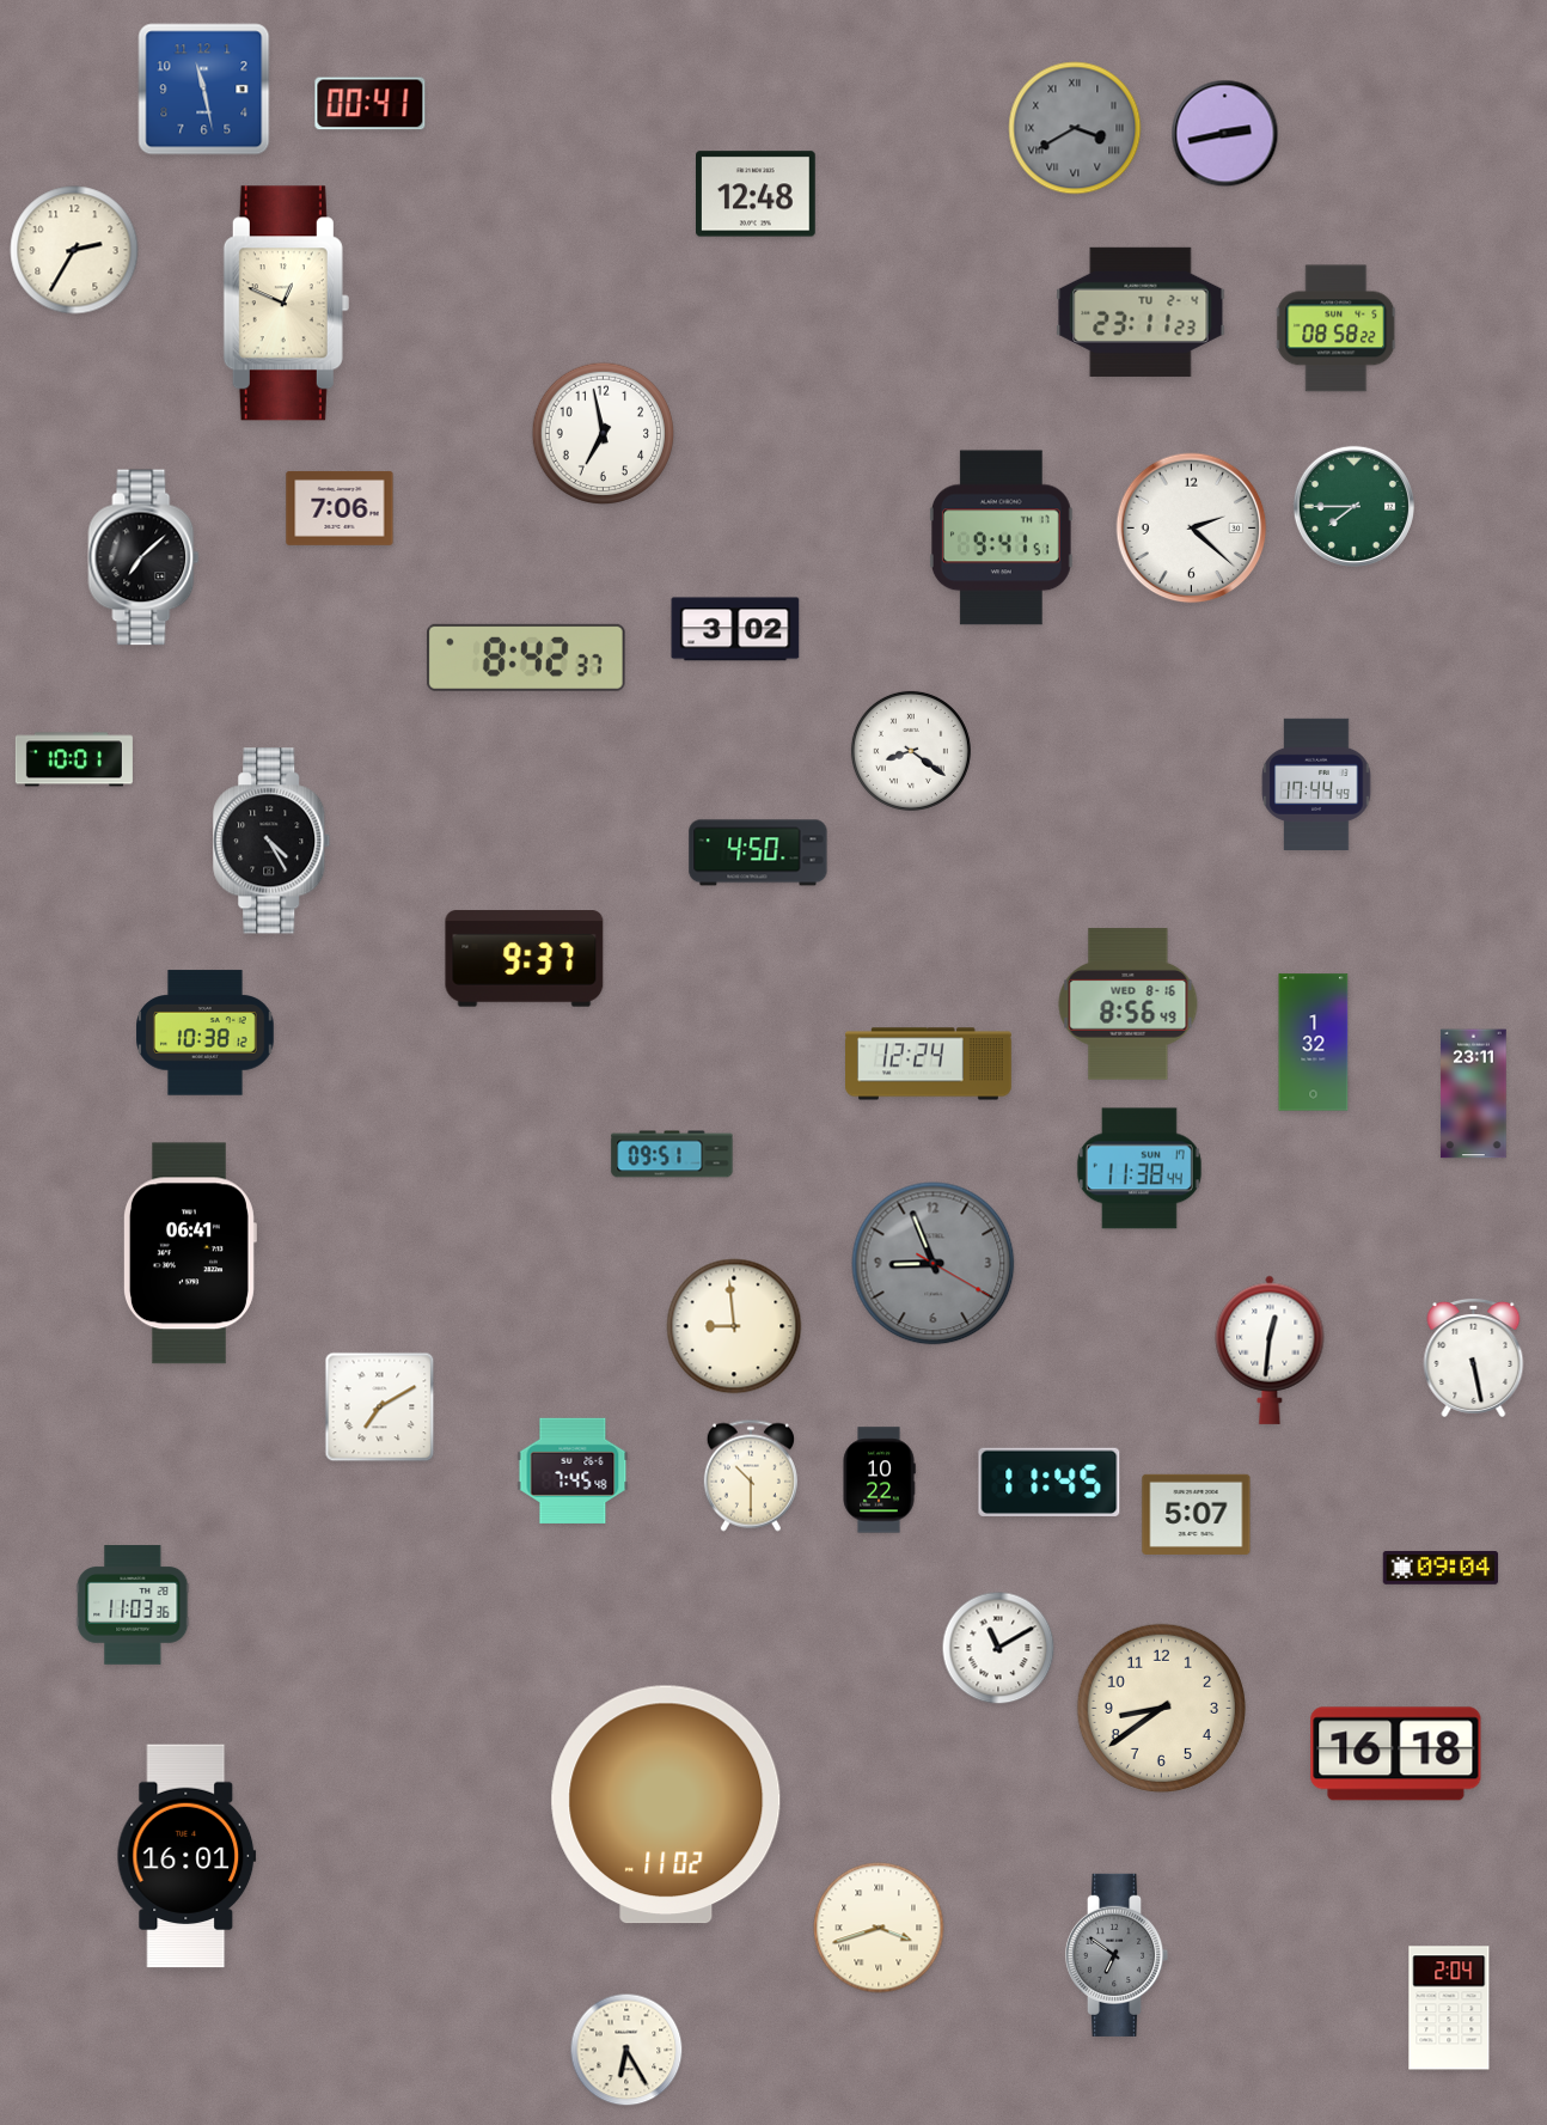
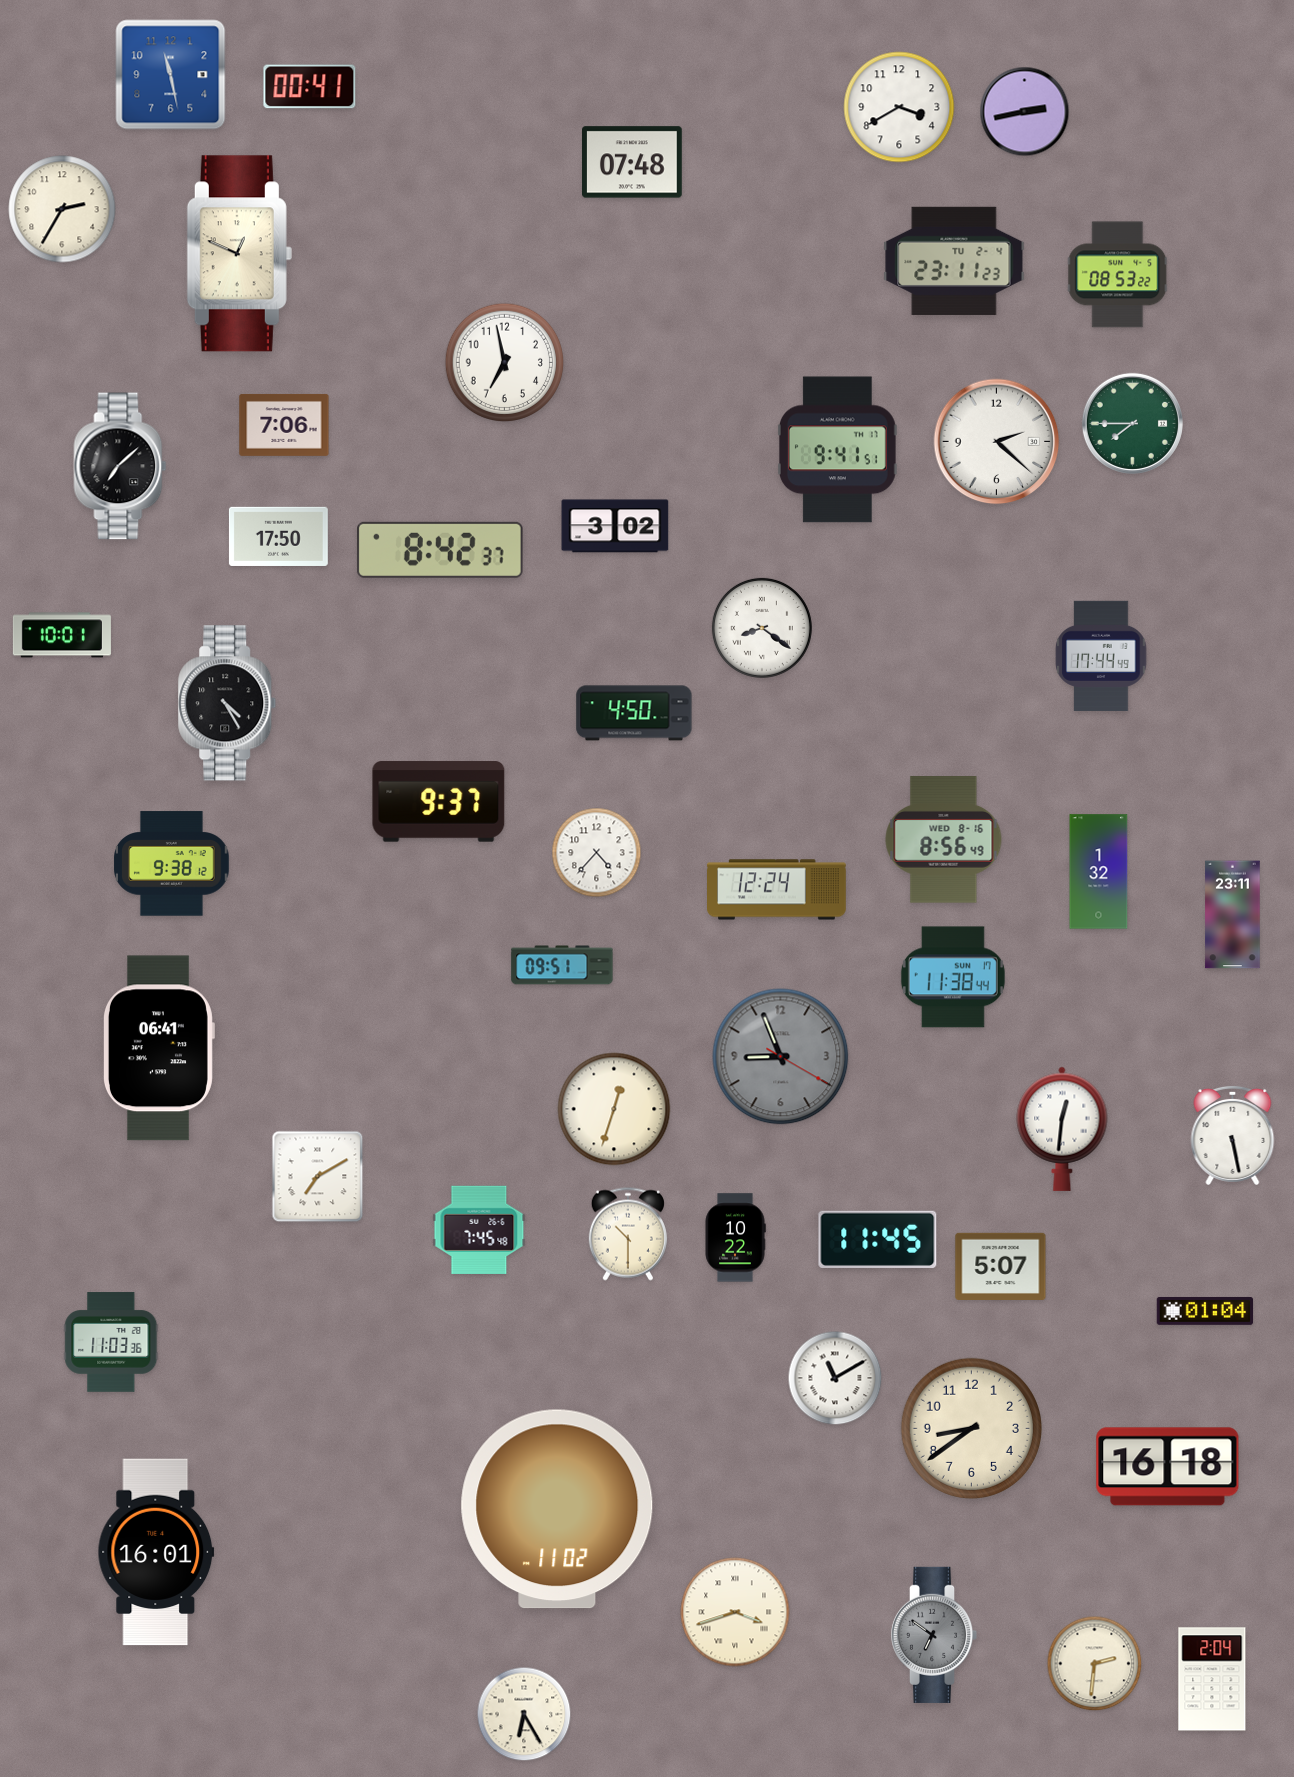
clock at (1075, 128) dial: grey -> white
clock at (1075, 128) numerals: Roman -> Arabic
clock at (757, 194): 12:48 -> 07:48
clock at (1337, 329): 08:58 -> 08:53
clock at (278, 536): none -> 17:50
clock at (597, 853): none -> 4:37
clock at (206, 1033): 10:38 -> 9:38
clock at (734, 1326): 8:59 -> 12:33
clock at (1441, 1568): 09:04 -> 01:04
clock at (1095, 1664): none -> 2:31
